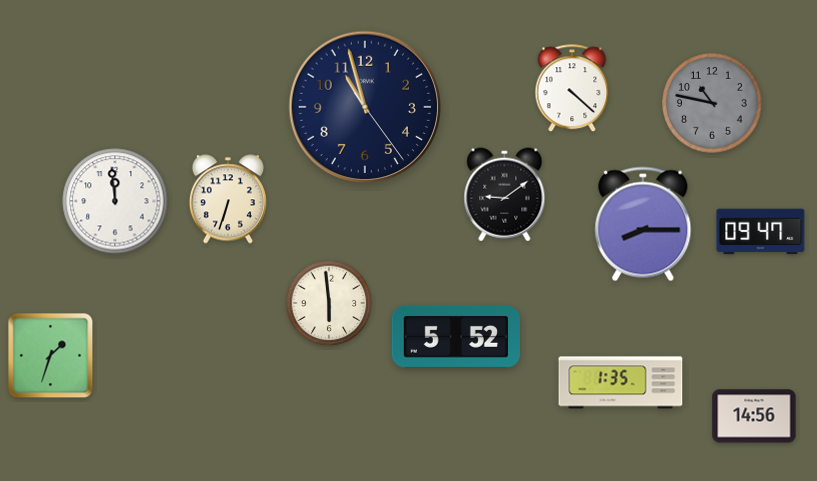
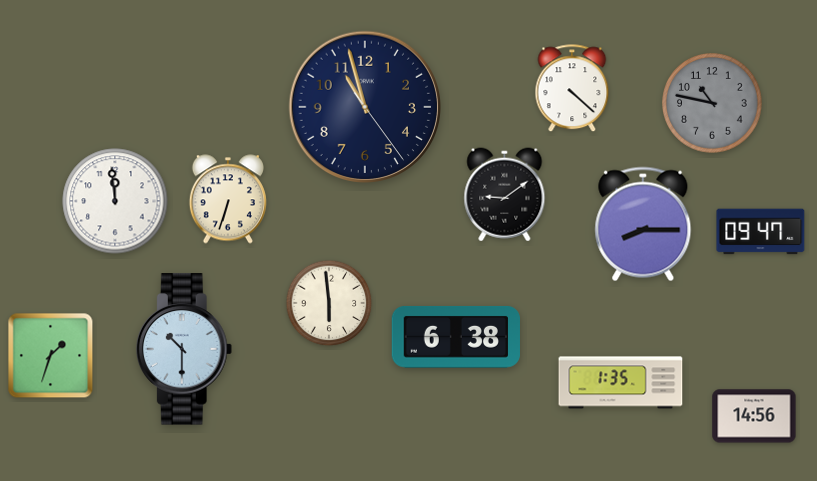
clock at (456, 337): 5:52 -> 6:38
clock at (184, 349): none -> 10:30
